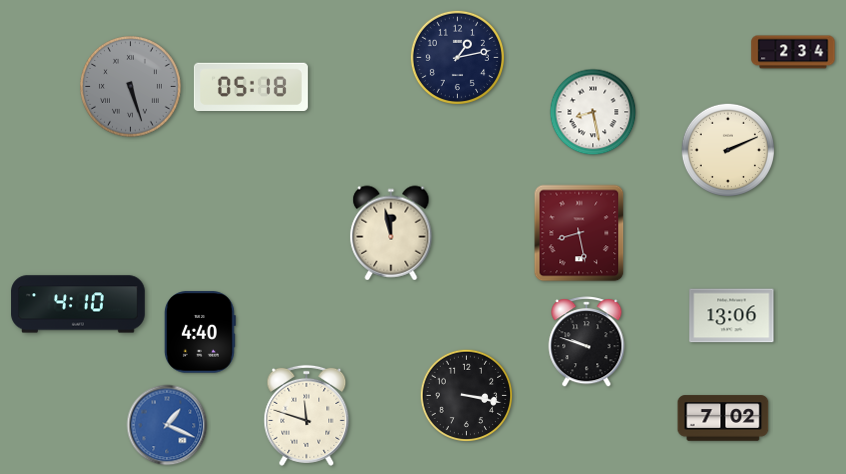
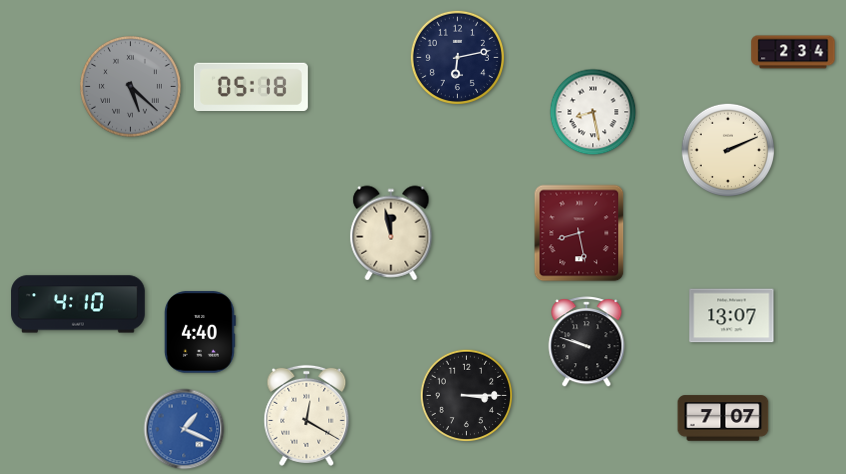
clock at (457, 57): 1:13 -> 6:13
clock at (131, 87): 5:27 -> 5:22
clock at (732, 316): 13:06 -> 13:07
clock at (467, 396): 3:17 -> 3:15
clock at (307, 415): 11:48 -> 12:20
clock at (723, 418): 7:02 -> 7:07
clock at (167, 425) position: (167, 425) -> (184, 429)
